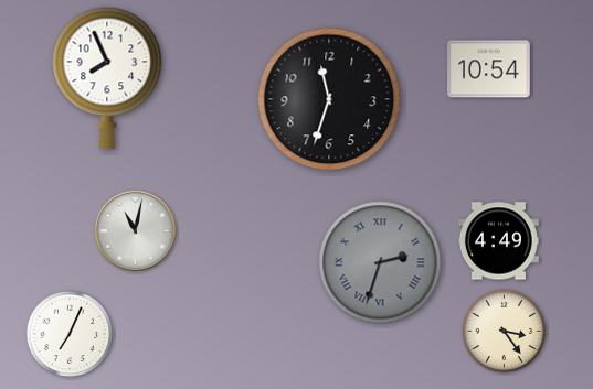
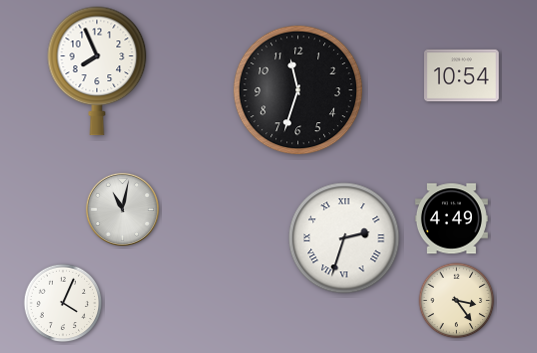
clock at (489, 69) position: (489, 69) -> (462, 76)
clock at (380, 262) dial: grey -> white
clock at (70, 334): 7:04 -> 4:04
